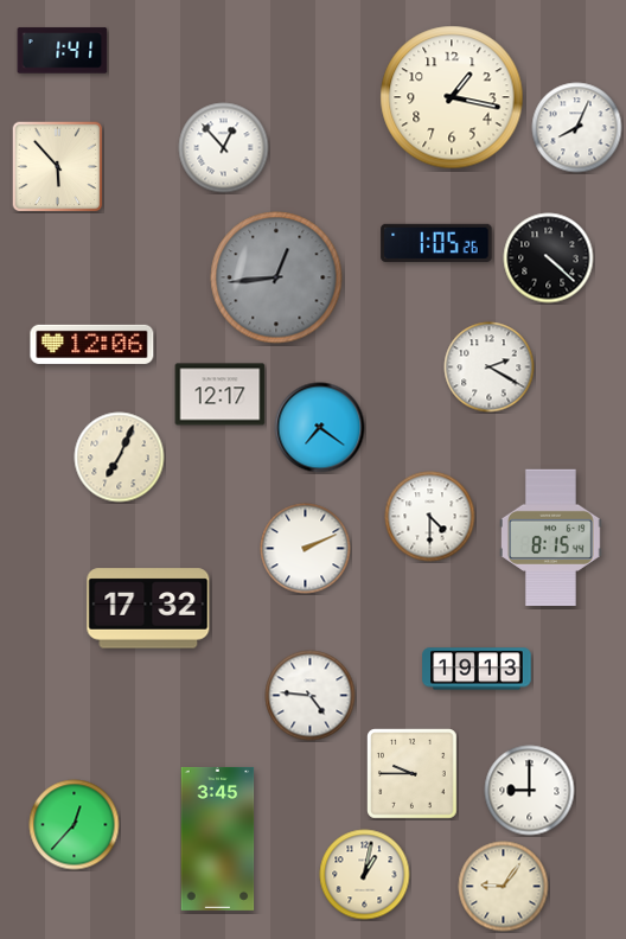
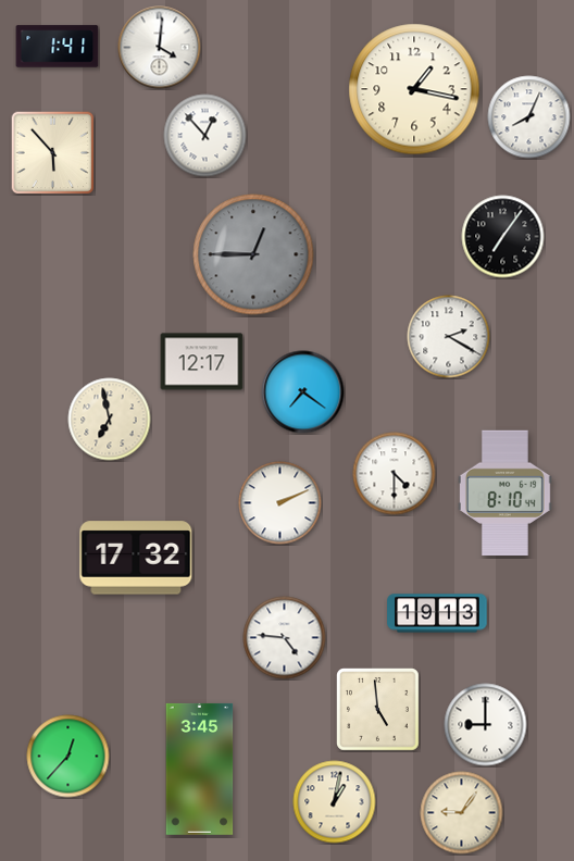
clock at (160, 48): none -> 4:01
clock at (436, 243): 1:05 -> none
clock at (549, 258): 4:22 -> 7:06
clock at (276, 277): 12:44 -> 12:45
clock at (92, 344): 12:06 -> none
clock at (320, 428) position: (320, 428) -> (303, 392)
clock at (120, 458): 7:04 -> 6:58
clock at (551, 537): 8:15 -> 8:10
clock at (413, 774): 9:45 -> 4:59
